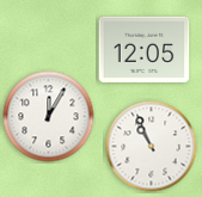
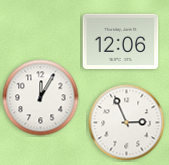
clock at (145, 49): 12:05 -> 12:06
clock at (152, 147): 10:56 -> 2:56
